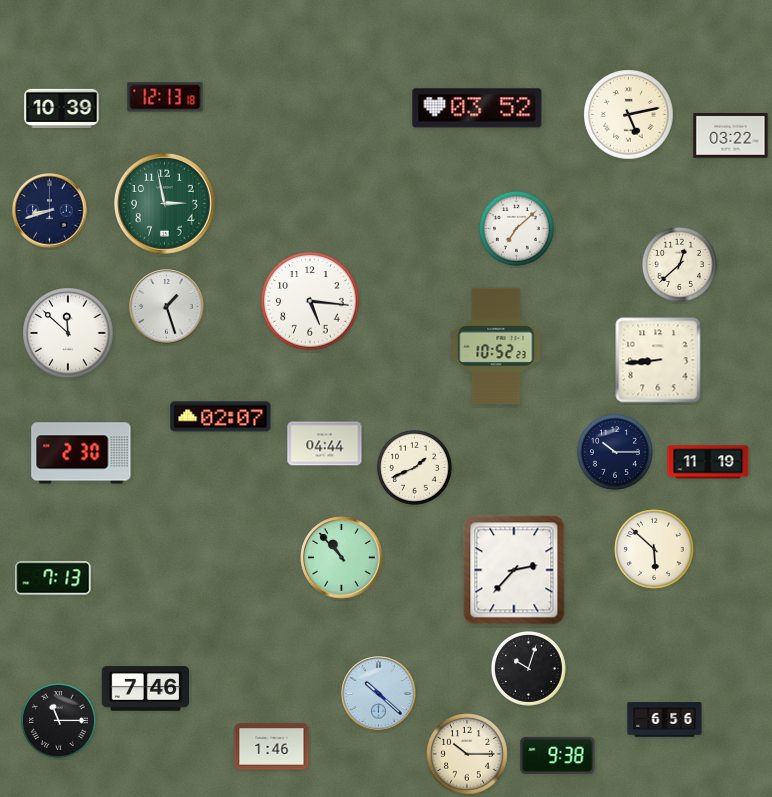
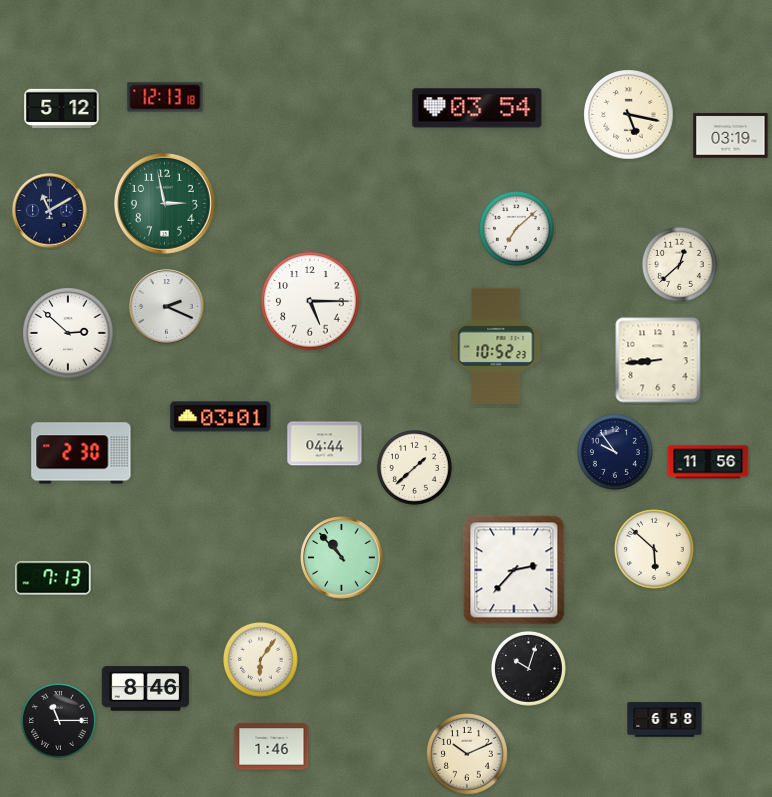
clock at (62, 108): 10:39 -> 5:12
clock at (477, 108): 03:52 -> 03:54
clock at (629, 115): 5:13 -> 5:17
clock at (731, 136): 03:22 -> 03:19
clock at (50, 211): 8:42 -> 11:10
clock at (310, 301): 5:16 -> 5:15
clock at (167, 307): 1:27 -> 2:19
clock at (68, 333): 11:52 -> 2:52
clock at (221, 417): 02:07 -> 03:01
clock at (615, 452): 10:15 -> 9:54
clock at (708, 462): 11:19 -> 11:56
clock at (414, 467): 1:41 -> 1:38
clock at (260, 659): none -> 6:06
clock at (146, 689): 7:46 -> 8:46
clock at (379, 694): 10:22 -> none
clock at (665, 720): 6:56 -> 6:58
clock at (468, 755): 10:15 -> 10:11
clock at (558, 755): 9:38 -> none
